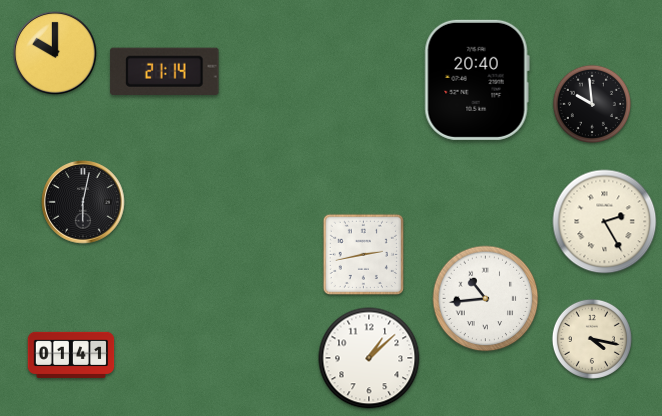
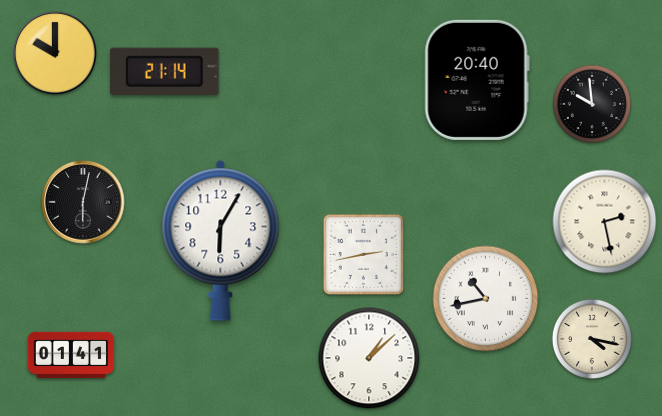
clock at (605, 222): 2:25 -> 2:28
clock at (221, 240): none -> 6:05
clock at (486, 299): 10:44 -> 10:43
